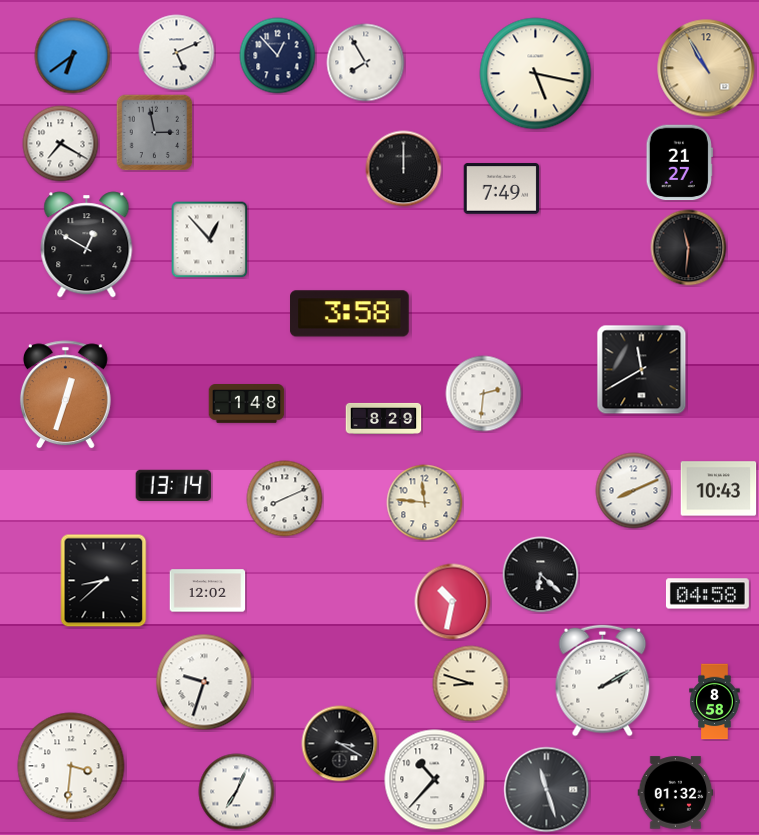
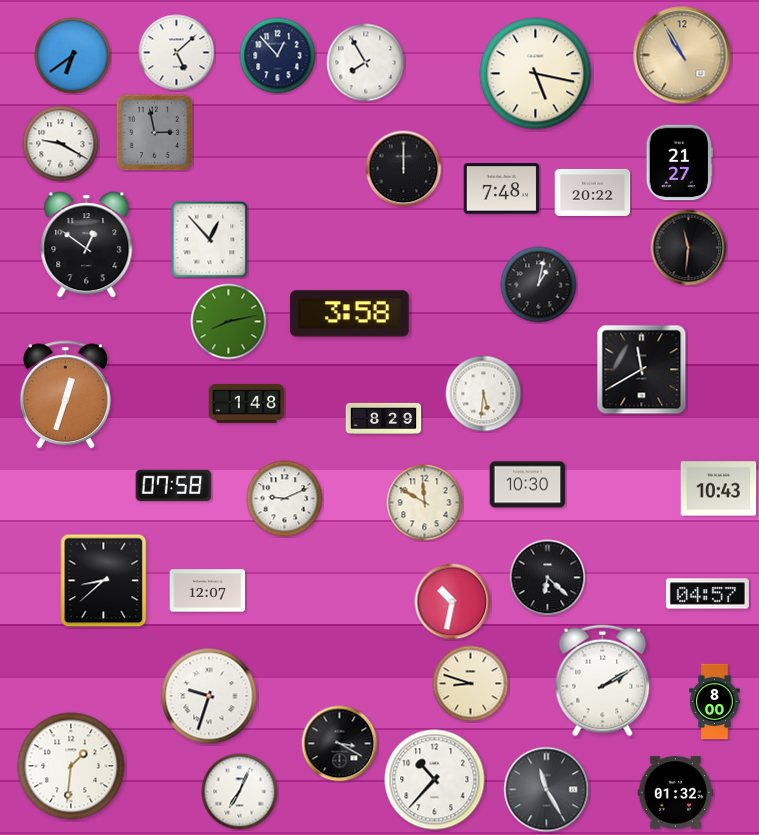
clock at (177, 53): 5:11 -> 5:08
clock at (706, 68) position: (706, 68) -> (682, 55)
clock at (61, 144): 7:20 -> 9:20
clock at (502, 189): 7:49 -> 7:48
clock at (593, 192): none -> 20:22
clock at (87, 245): 12:50 -> 12:51
clock at (539, 285): none -> 1:02
clock at (229, 322): none -> 8:13
clock at (484, 394): 2:31 -> 5:31
clock at (174, 485): 13:14 -> 07:58
clock at (528, 485): none -> 10:30
clock at (634, 491): 8:11 -> none
clock at (285, 499): 8:11 -> 9:11
clock at (425, 503): 11:46 -> 11:50
clock at (541, 575) position: (541, 575) -> (548, 578)
clock at (208, 591): 12:02 -> 12:07
clock at (707, 594): 04:58 -> 04:57
clock at (204, 682) position: (204, 682) -> (209, 696)
clock at (715, 702): 8:58 -> 8:00
clock at (71, 766): 3:31 -> 1:31
clock at (547, 790): 11:27 -> 11:25
clock at (237, 792) position: (237, 792) -> (240, 792)
